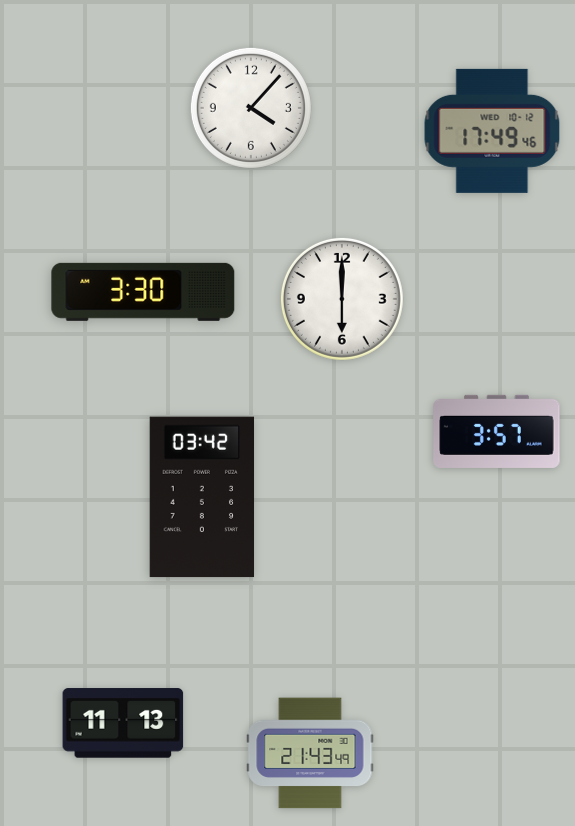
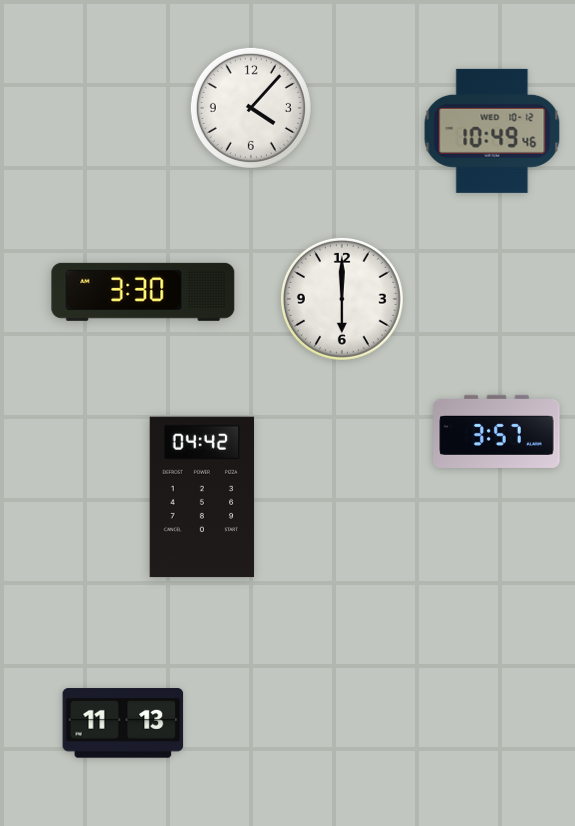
clock at (492, 131): 17:49 -> 10:49
clock at (202, 497): 03:42 -> 04:42
clock at (310, 753): 21:43 -> none
